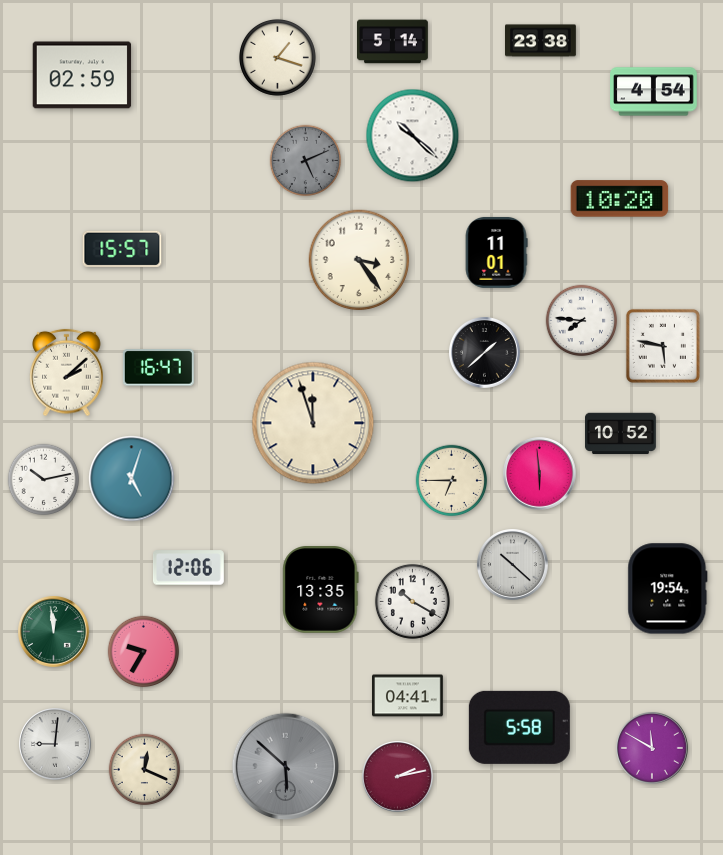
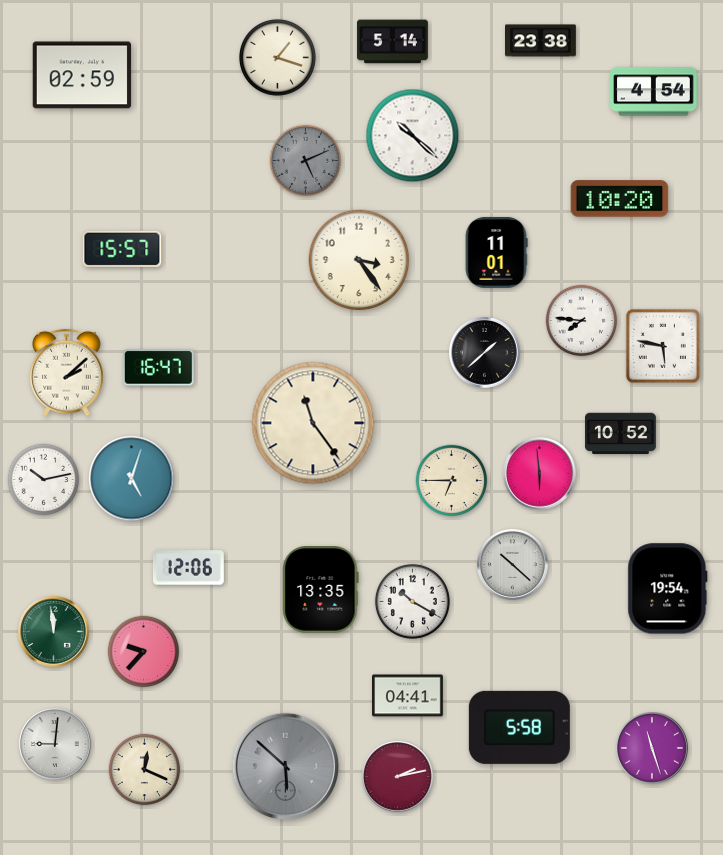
clock at (313, 423): 11:57 -> 11:24
clock at (144, 652): 9:35 -> 9:37
clock at (653, 749): 11:50 -> 11:27
